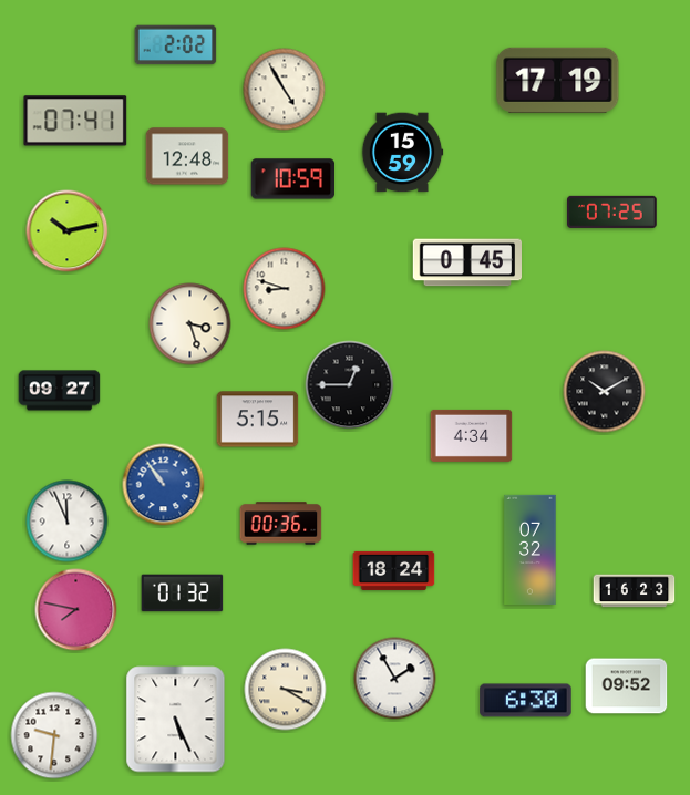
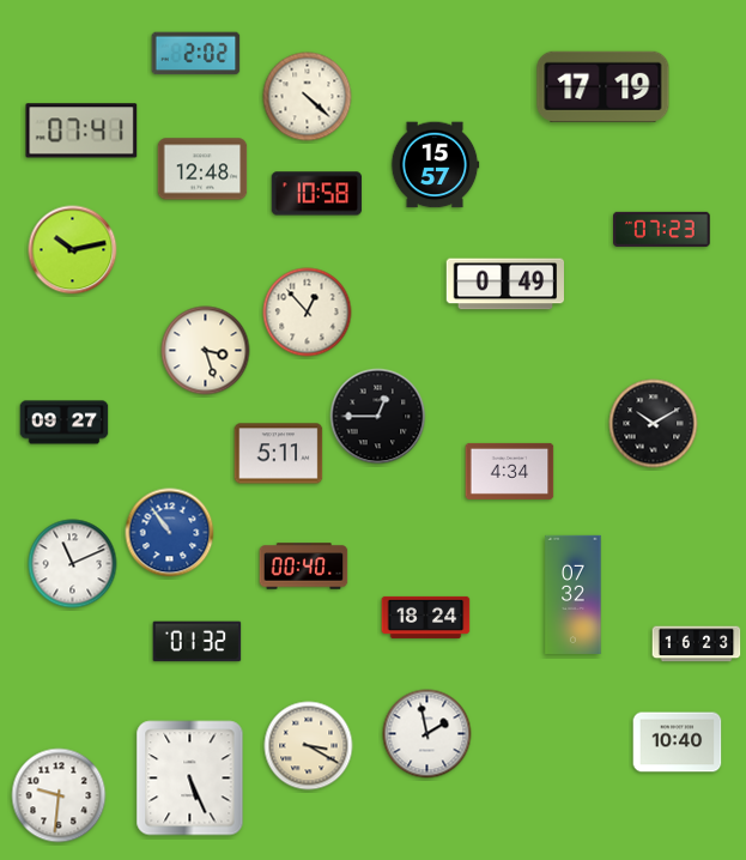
clock at (176, 45) position: (176, 45) -> (196, 54)
clock at (285, 90): 4:55 -> 4:22
clock at (402, 153): 15:59 -> 15:57
clock at (293, 179): 10:59 -> 10:58
clock at (612, 211): 07:25 -> 07:23
clock at (466, 262): 0:45 -> 0:49
clock at (285, 289): 8:48 -> 12:53
clock at (258, 420): 5:15 -> 5:11
clock at (164, 485) position: (164, 485) -> (170, 533)
clock at (68, 522): 11:56 -> 11:11
clock at (281, 524): 00:36 -> 00:40
clock at (635, 591) position: (635, 591) -> (697, 644)
clock at (76, 610): 7:47 -> none
clock at (395, 679): 1:55 -> 1:58
clock at (627, 686): 09:52 -> 10:40
clock at (526, 701): 6:30 -> none
